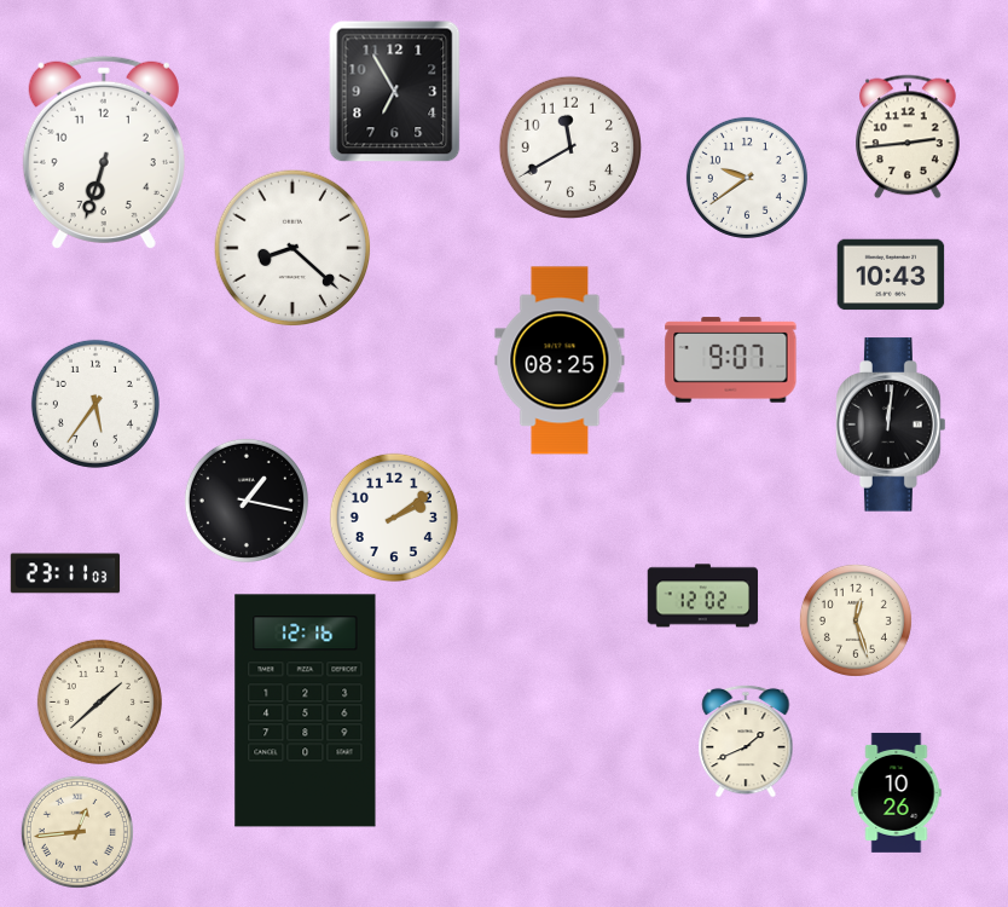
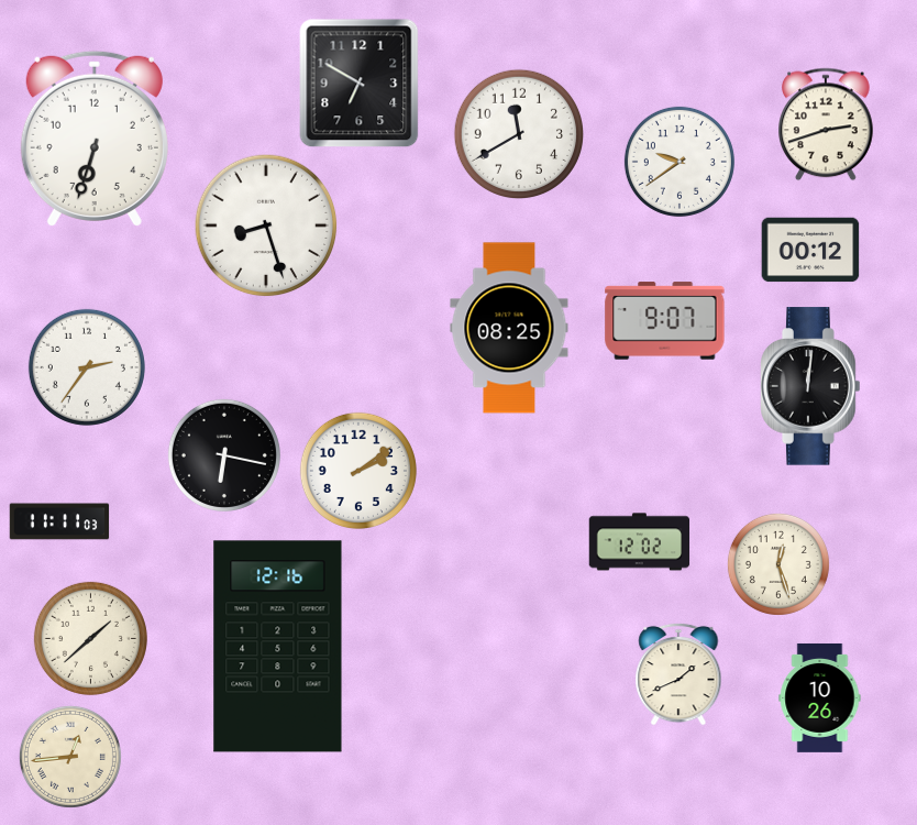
clock at (395, 92): 6:55 -> 6:50
clock at (909, 137): 2:44 -> 2:42
clock at (292, 248): 8:22 -> 8:27
clock at (891, 275): 10:43 -> 00:12
clock at (731, 360) position: (731, 360) -> (665, 321)
clock at (95, 404): 5:36 -> 2:36
clock at (247, 501): 1:17 -> 6:17
clock at (65, 573): 23:11 -> 11:11
clock at (897, 792) position: (897, 792) -> (820, 697)
